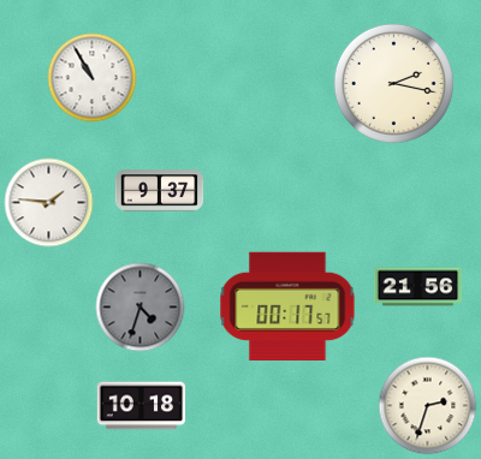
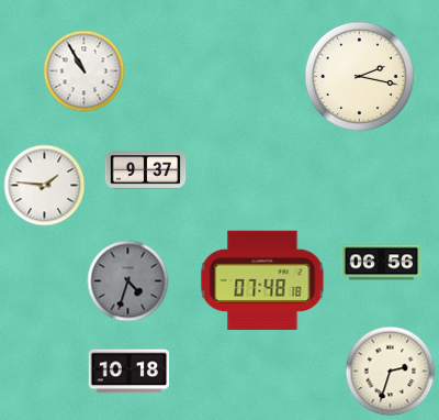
clock at (160, 191) position: (160, 191) -> (146, 170)
clock at (418, 287): 21:56 -> 06:56
clock at (287, 305): 00:17 -> 07:48
